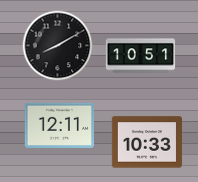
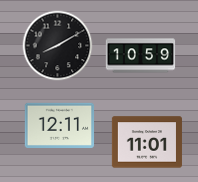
clock at (141, 56): 10:51 -> 10:59
clock at (147, 142): 10:33 -> 11:01
